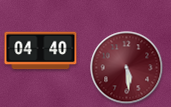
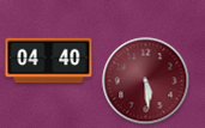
clock at (127, 68) position: (127, 68) -> (146, 81)
